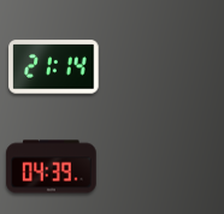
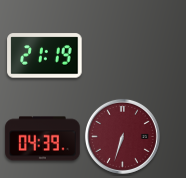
clock at (54, 67): 21:14 -> 21:19
clock at (122, 136): none -> 6:33
